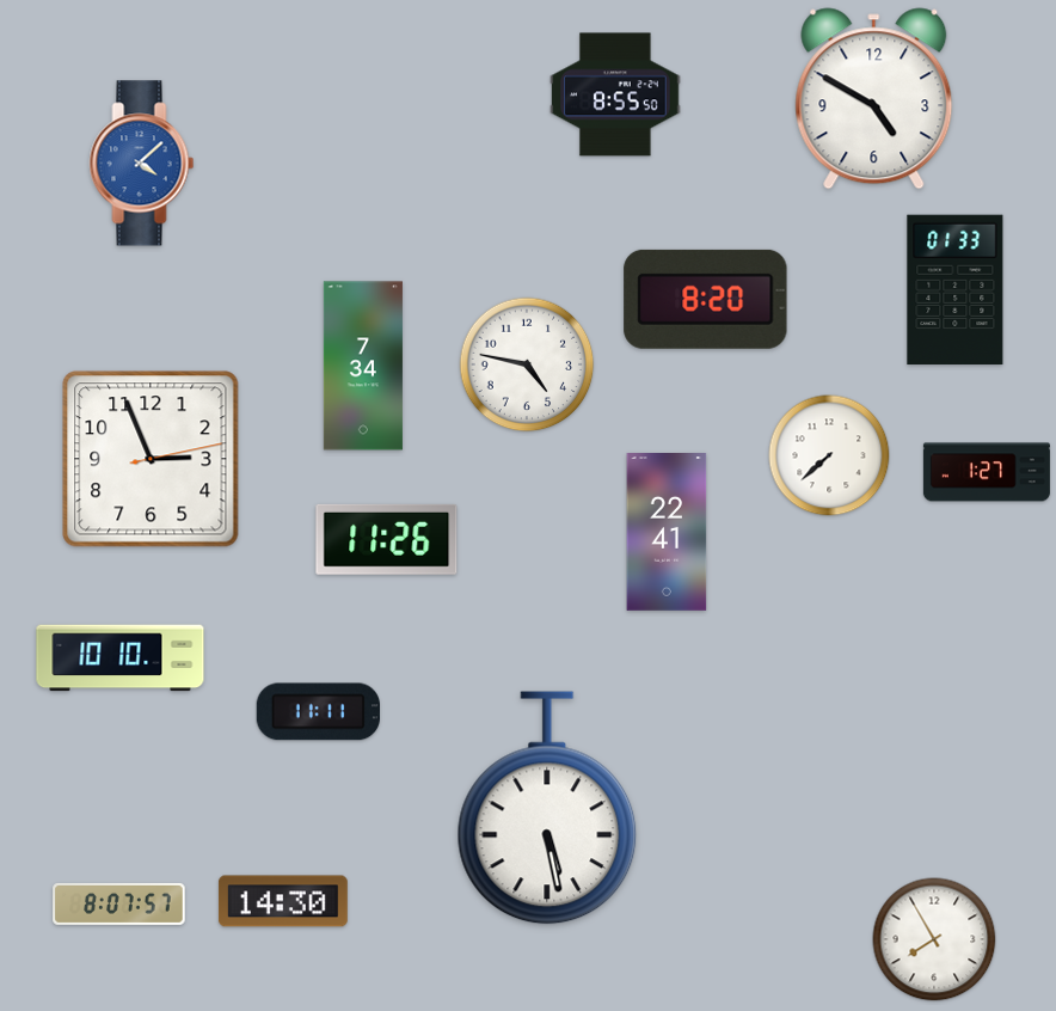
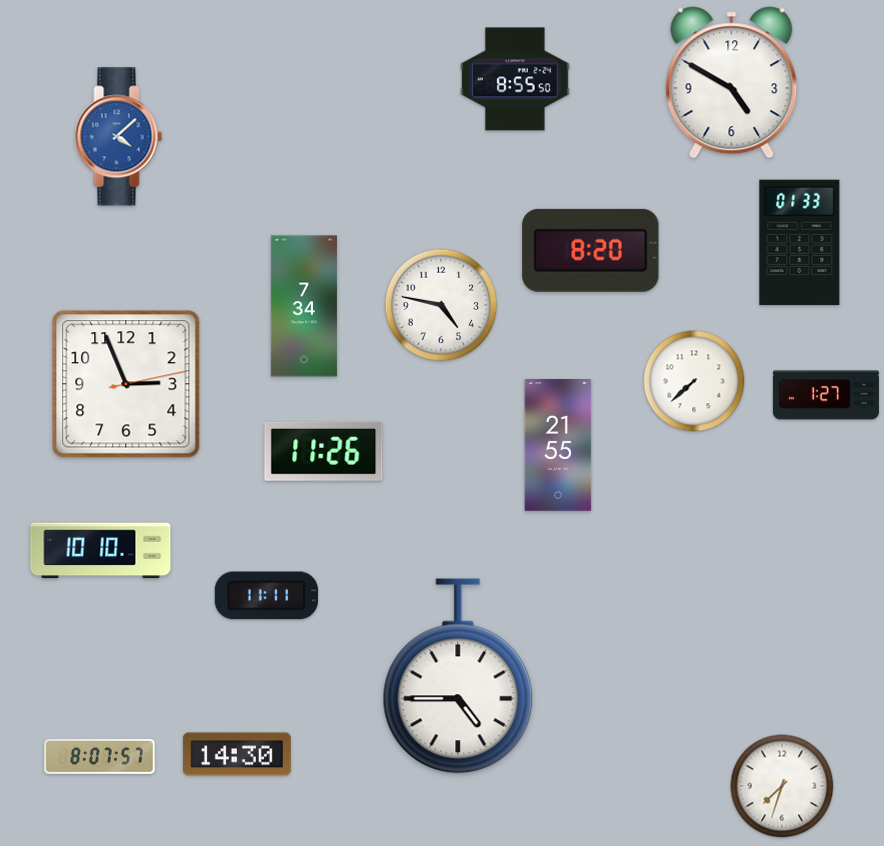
clock at (667, 533): 22:41 -> 21:55
clock at (547, 808): 5:28 -> 4:45
clock at (934, 939): 7:55 -> 7:33
